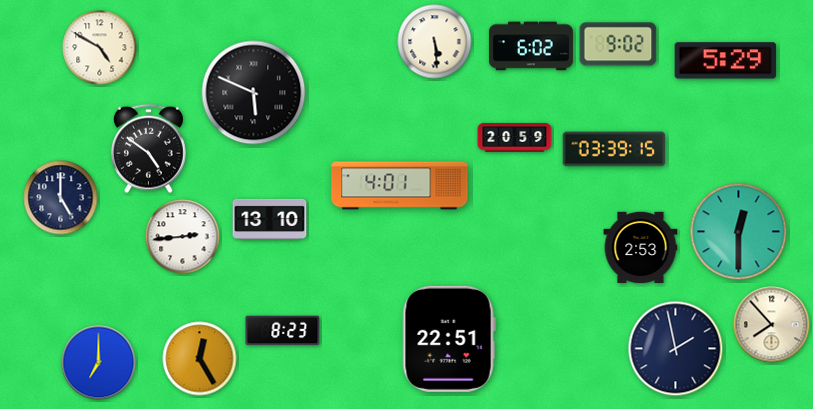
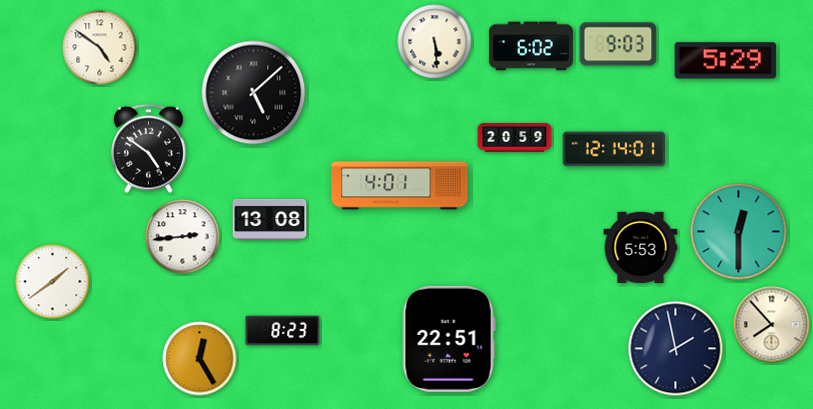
clock at (618, 44): 9:02 -> 9:03
clock at (100, 48): 4:50 -> 4:51
clock at (254, 93): 5:49 -> 5:08
clock at (614, 149): 03:39 -> 12:14
clock at (61, 198): 5:00 -> none
clock at (270, 219): 13:10 -> 13:08
clock at (641, 248): 2:53 -> 5:53
clock at (53, 282): none -> 1:39
clock at (99, 363): 7:00 -> none
